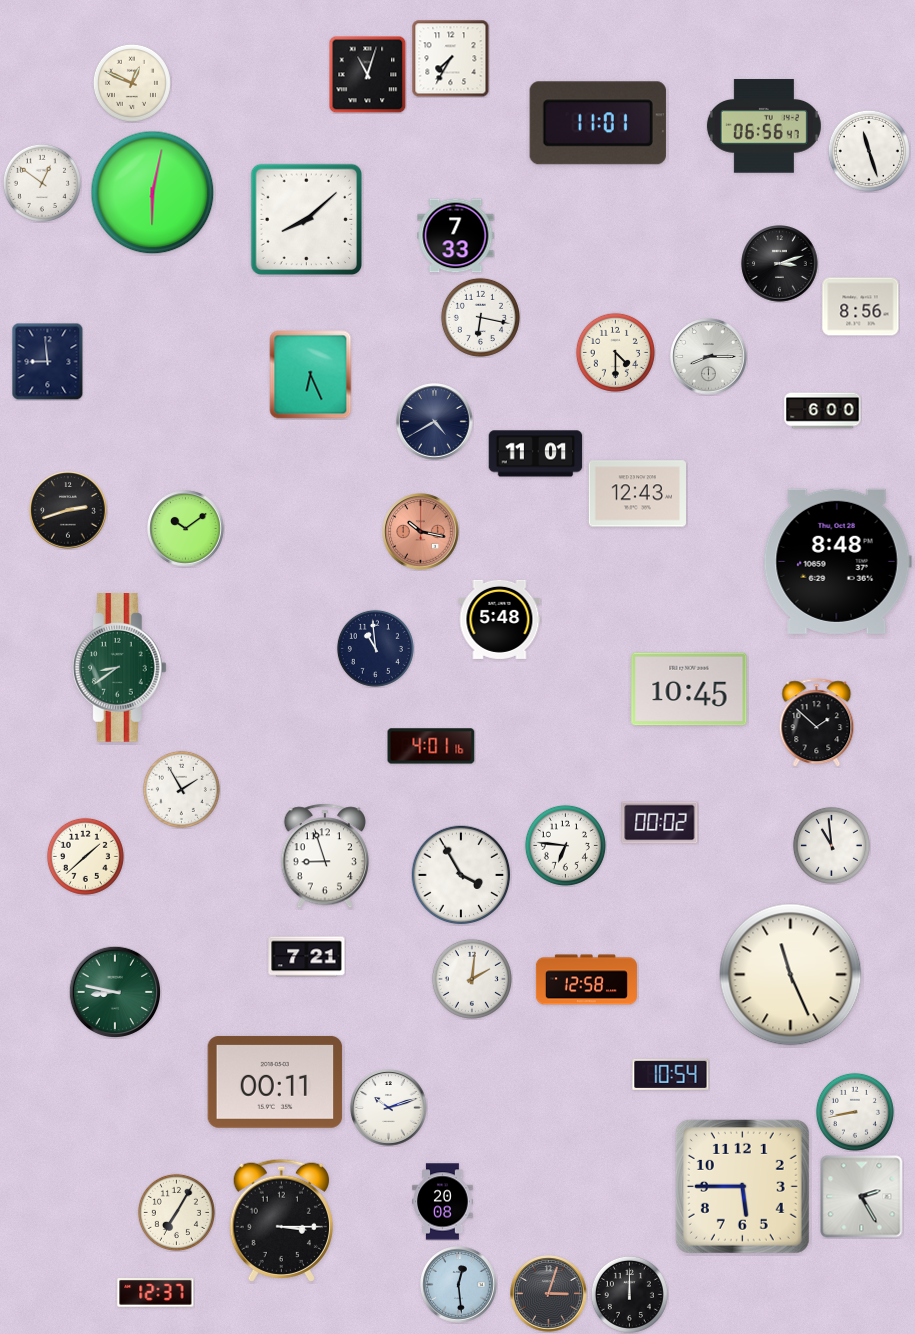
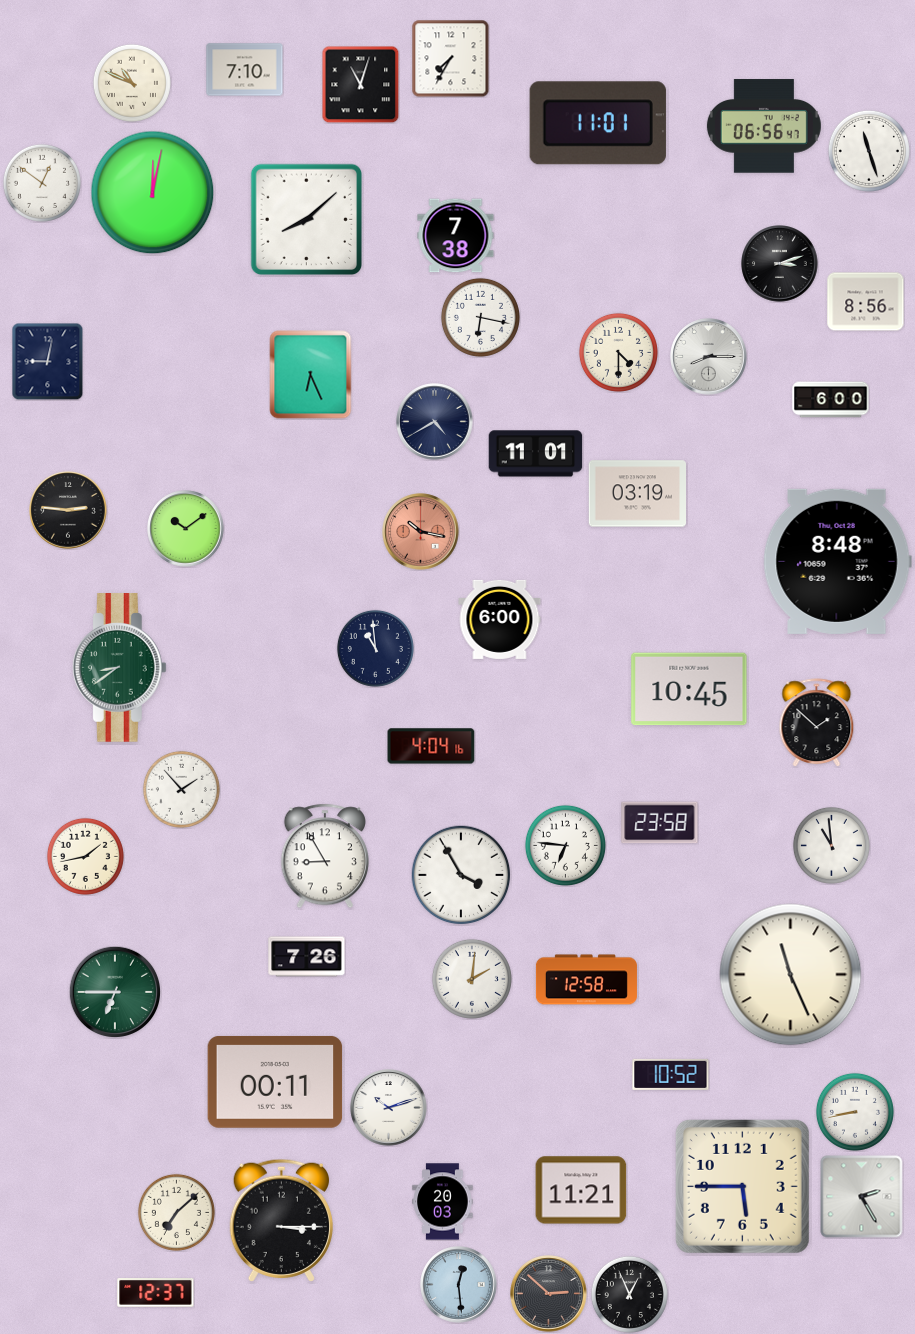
clock at (245, 70): none -> 7:10
clock at (367, 74) position: (367, 74) -> (360, 84)
clock at (132, 83): 12:49 -> 10:49
clock at (153, 193): 6:02 -> 12:02
clock at (456, 236): 7:33 -> 7:38
clock at (861, 307) position: (861, 307) -> (866, 302)
clock at (615, 352) position: (615, 352) -> (618, 352)
clock at (48, 361): 8:59 -> 9:02
clock at (823, 411) position: (823, 411) -> (831, 400)
clock at (637, 494): 12:43 -> 03:19
clock at (68, 510): 2:42 -> 2:46
clock at (500, 619): 5:48 -> 6:00
clock at (431, 746): 4:01 -> 4:04
clock at (181, 789): 1:55 -> 1:53
clock at (660, 823): 00:02 -> 23:58
clock at (85, 856): 1:38 -> 1:43
clock at (325, 856): 8:57 -> 8:55
clock at (307, 957): 7:21 -> 7:26
clock at (114, 991): 8:47 -> 6:45
clock at (671, 1074): 10:54 -> 10:52
clock at (581, 1190): none -> 11:21
clock at (443, 1202): 20:08 -> 20:03
clock at (176, 1212): 7:05 -> 7:08
clock at (549, 1294): 3:03 -> 2:52
clock at (629, 1294): 12:00 -> 12:56
